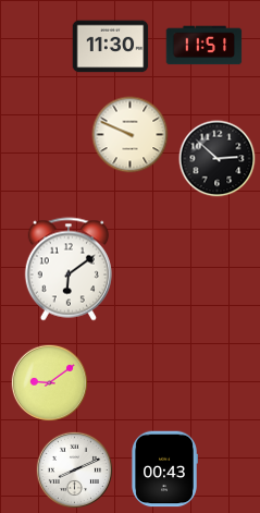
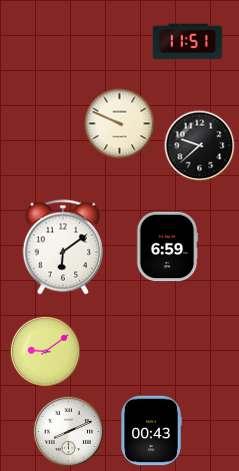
clock at (111, 47): 11:30 -> none
clock at (218, 159): 2:52 -> 9:38
clock at (167, 247): none -> 6:59
